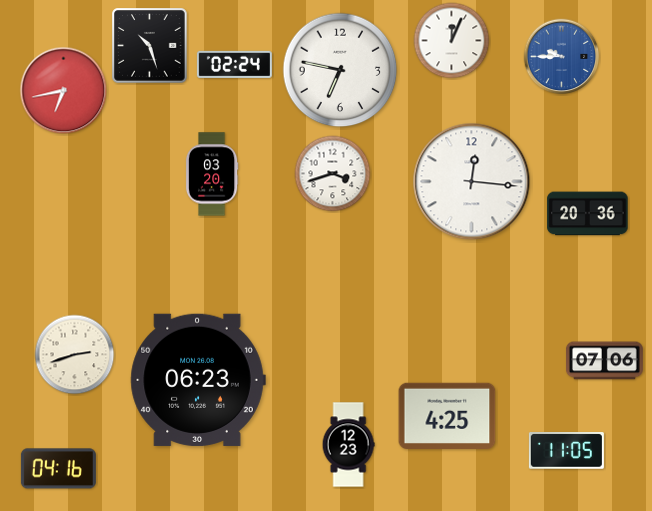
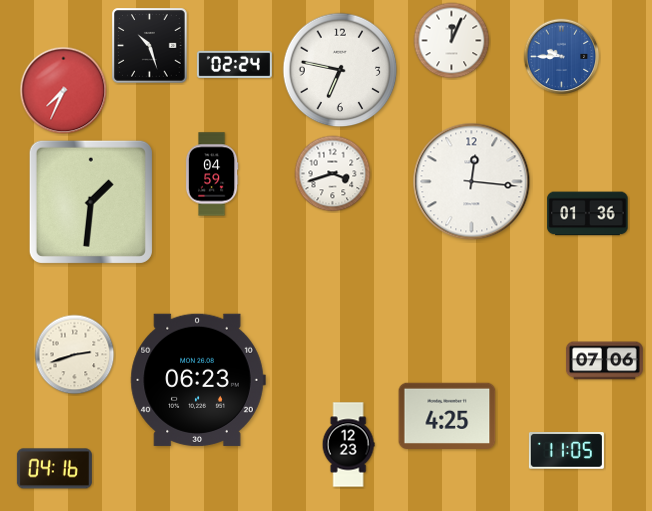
clock at (64, 91): 6:43 -> 7:34
clock at (212, 174): 03:20 -> 04:59
clock at (91, 202): none -> 1:31
clock at (588, 214): 20:36 -> 01:36
clock at (58, 469) position: (58, 469) -> (54, 469)
